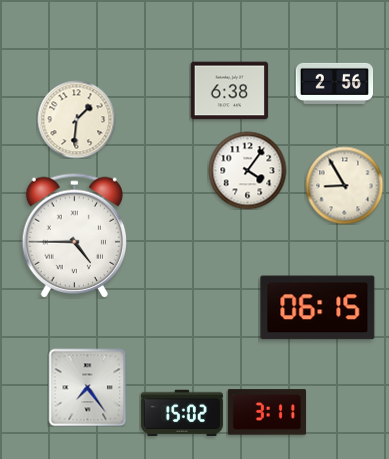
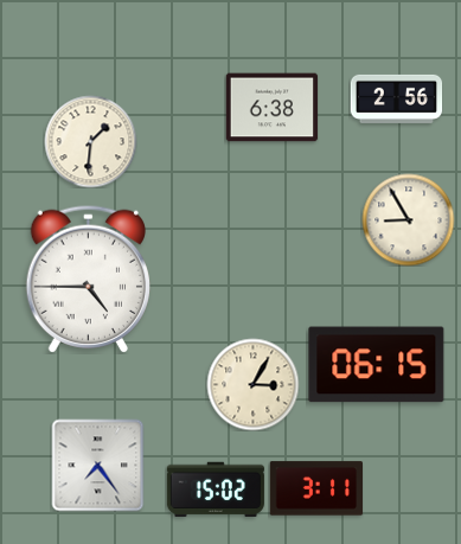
clock at (247, 170): 4:06 -> none
clock at (252, 384): none -> 3:05
clock at (87, 387) position: (87, 387) -> (97, 465)
